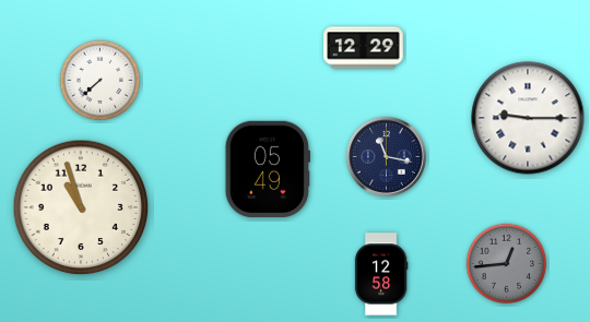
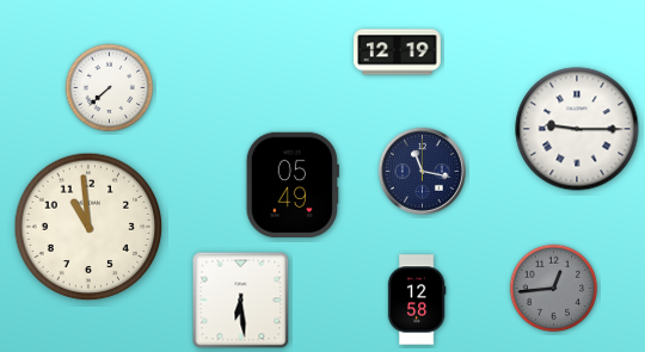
clock at (364, 48): 12:29 -> 12:19
clock at (81, 207): 10:57 -> 10:59
clock at (241, 301): none -> 6:29
